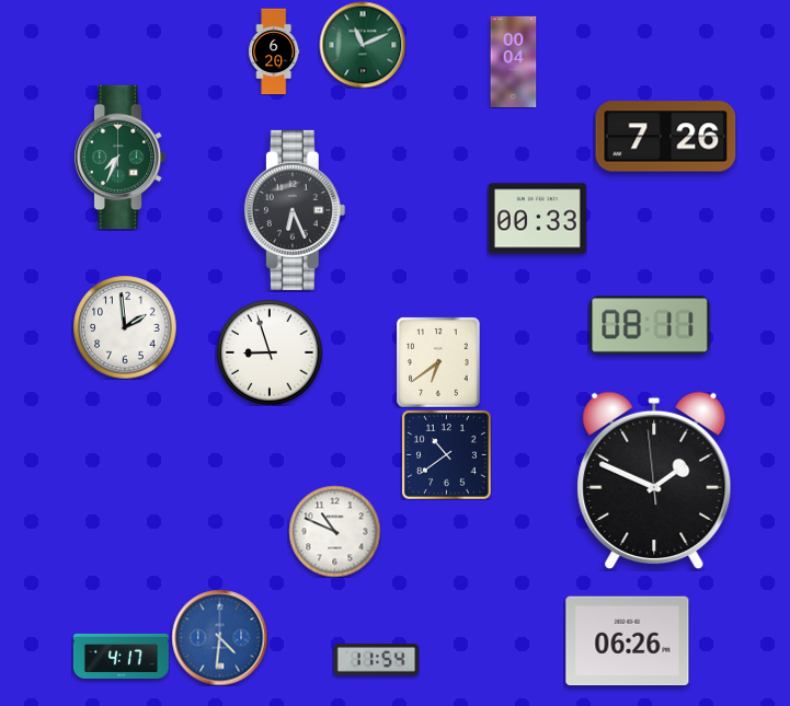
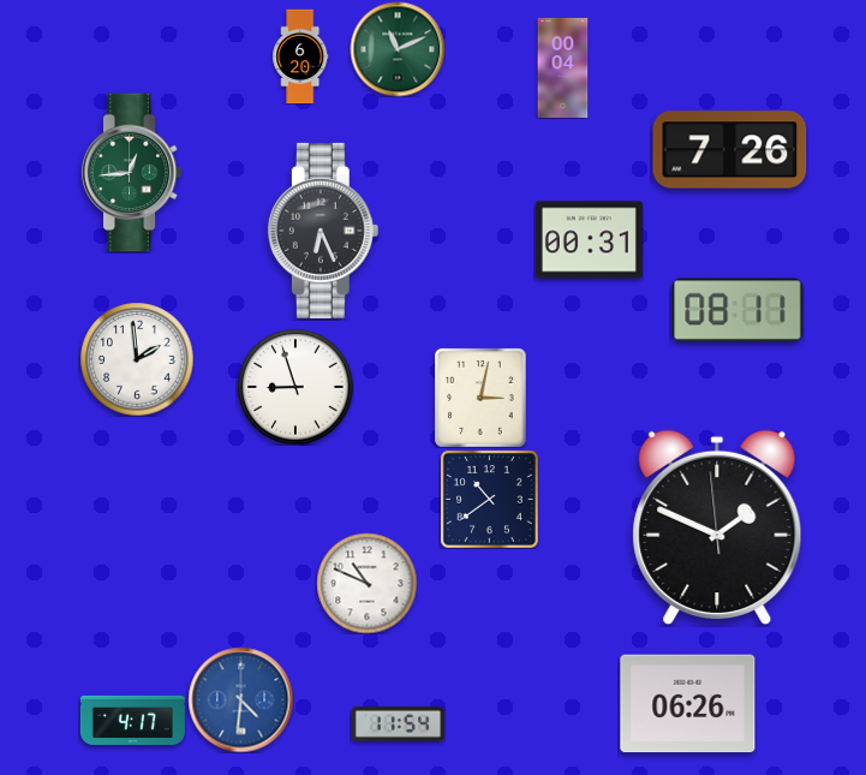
clock at (121, 158): 7:34 -> 12:44
clock at (537, 219): 00:33 -> 00:31
clock at (650, 325) position: (650, 325) -> (737, 310)
clock at (438, 362): 6:39 -> 3:02
clock at (376, 660) position: (376, 660) -> (398, 725)
